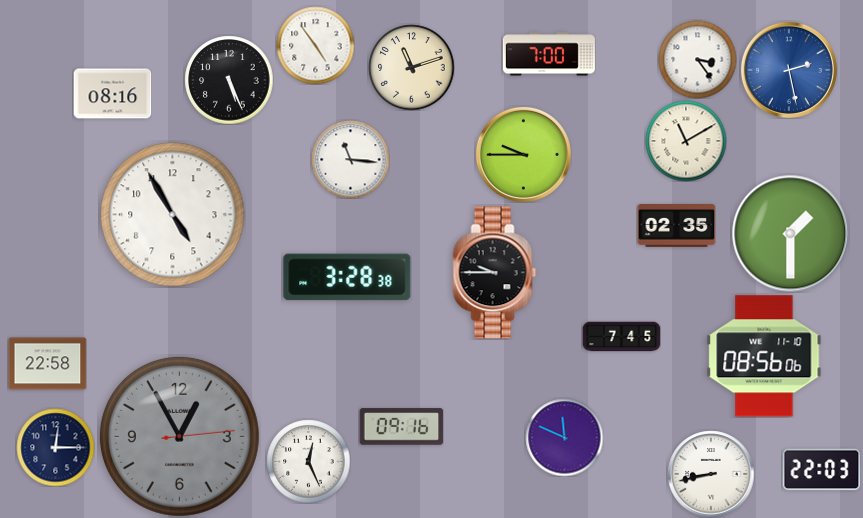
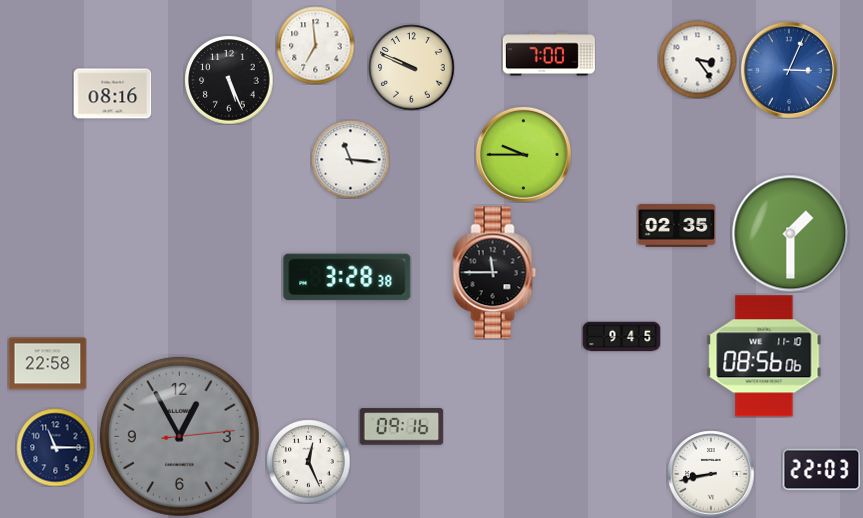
clock at (315, 45): 4:54 -> 6:59
clock at (411, 67): 11:12 -> 9:49
clock at (789, 70): 2:28 -> 3:04
clock at (686, 141): 11:10 -> none
clock at (173, 215): 4:55 -> none
clock at (495, 273): 9:45 -> 11:45
clock at (621, 337): 7:45 -> 9:45
clock at (564, 437): 11:49 -> none
clock at (55, 447): 12:15 -> 11:15
